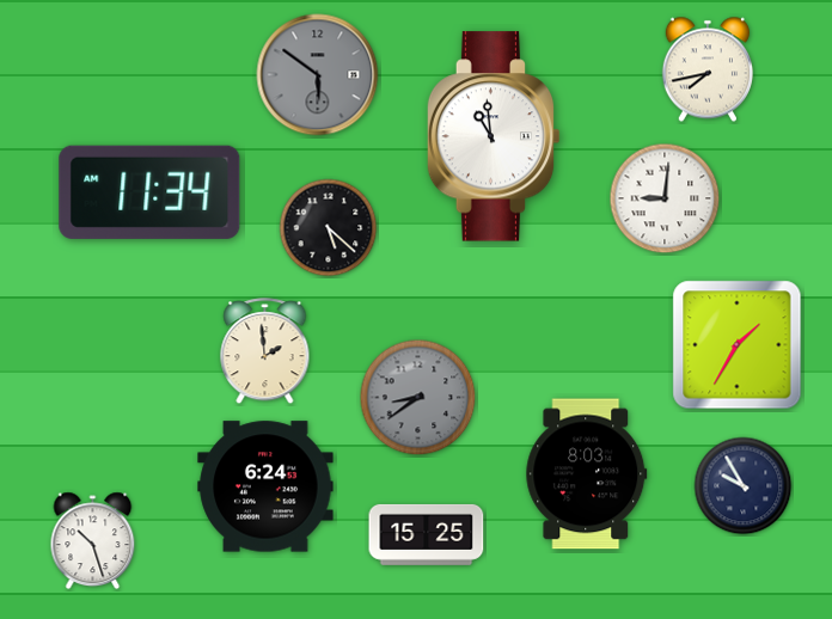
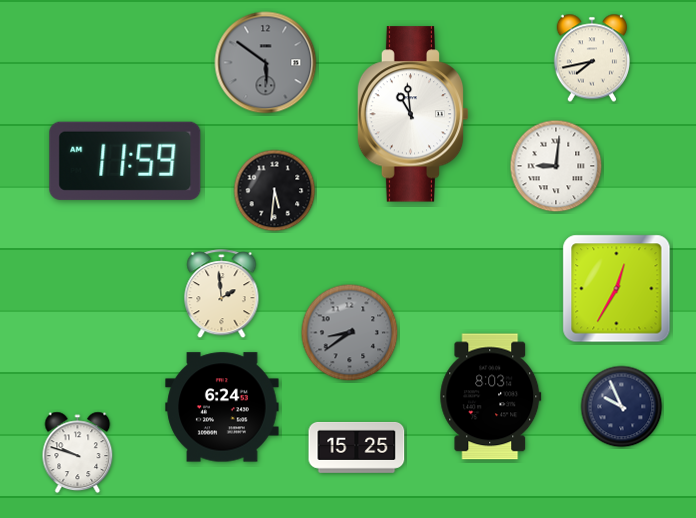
clock at (149, 192): 11:34 -> 11:59
clock at (329, 228): 5:22 -> 5:31
clock at (738, 345): 1:35 -> 12:35
clock at (744, 486): 9:55 -> 9:56
clock at (93, 541): 10:27 -> 9:48
